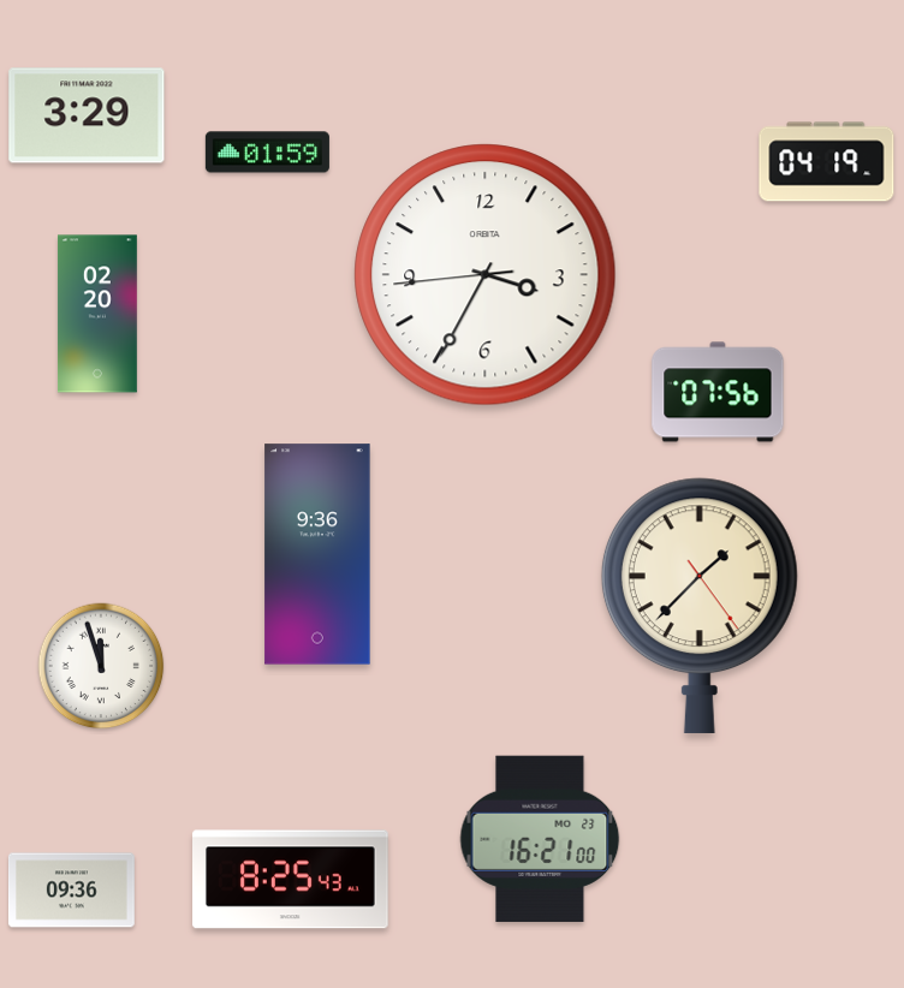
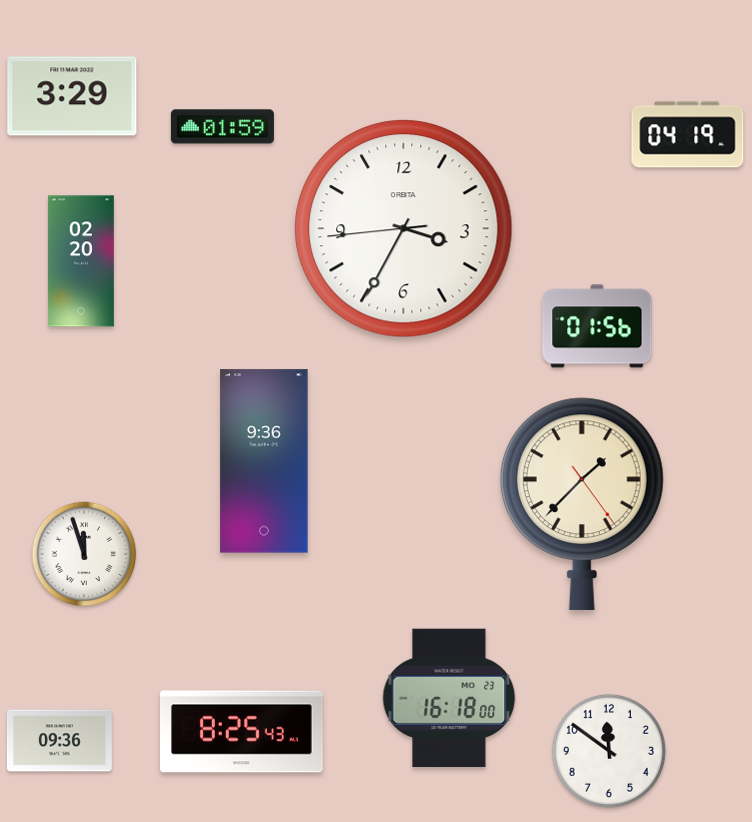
clock at (718, 392): 07:56 -> 01:56
clock at (540, 839): 16:21 -> 16:18
clock at (609, 751): none -> 11:51
